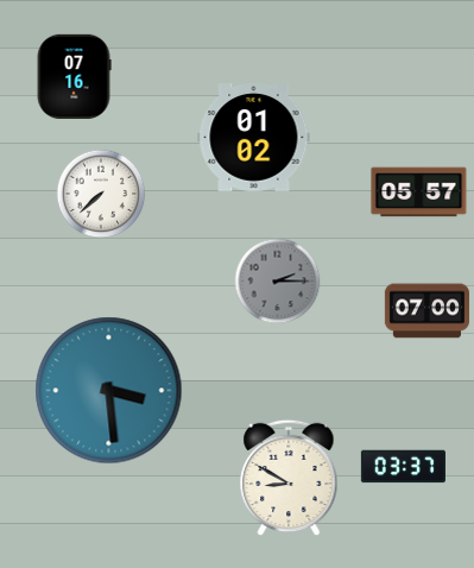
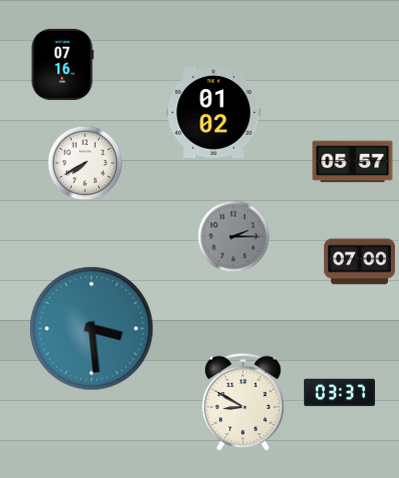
clock at (254, 138) position: (254, 138) -> (214, 113)
clock at (101, 194): 7:38 -> 7:40
